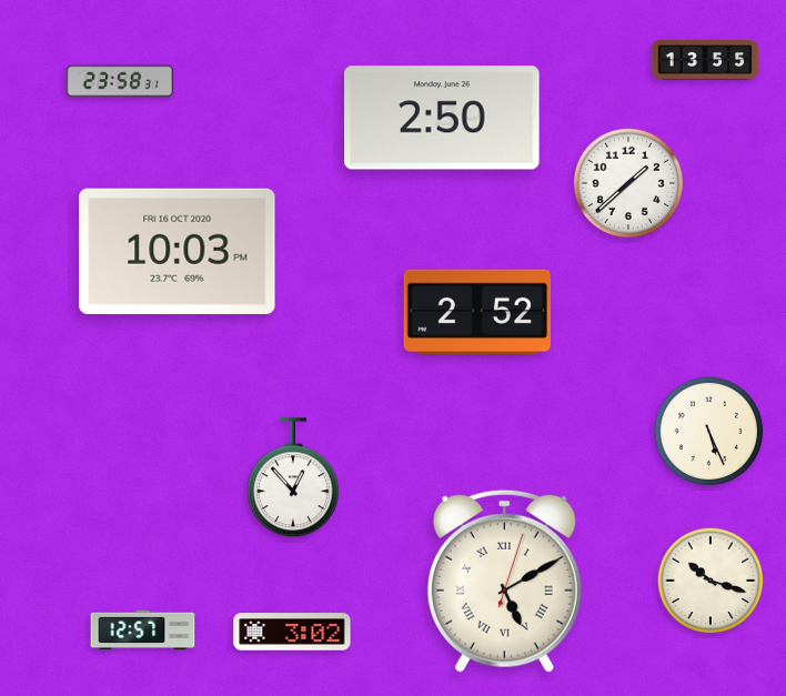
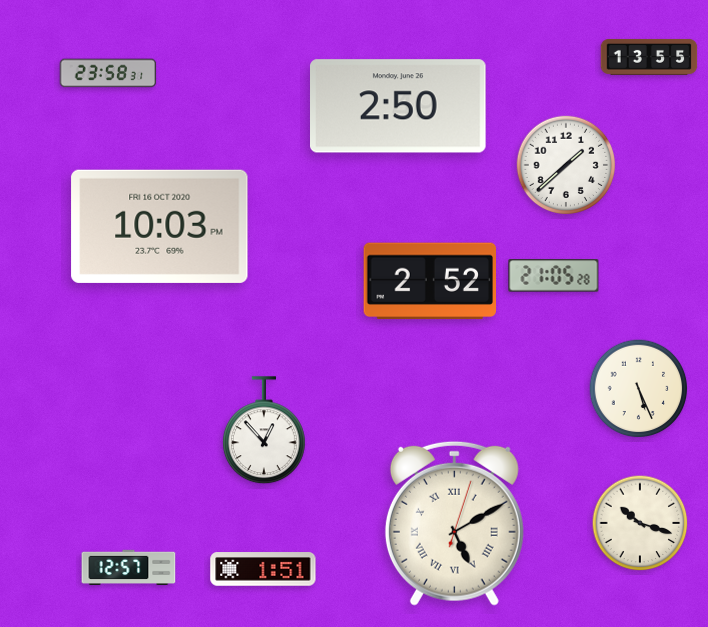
clock at (705, 60) position: (705, 60) -> (649, 57)
clock at (554, 276): none -> 21:05
clock at (292, 632): 3:02 -> 1:51
